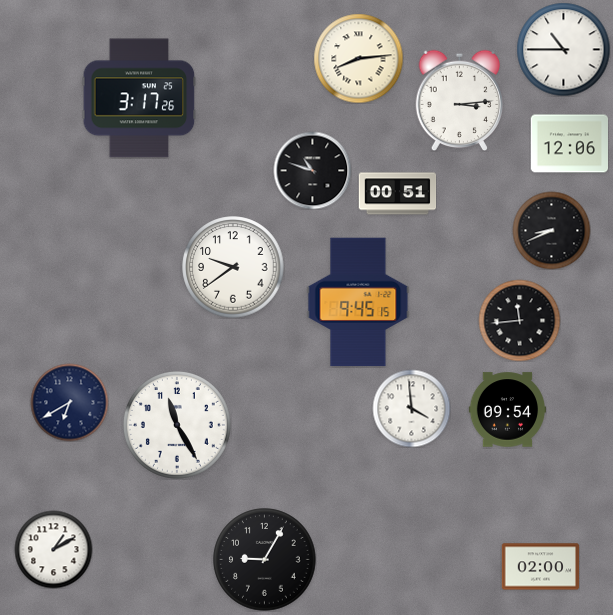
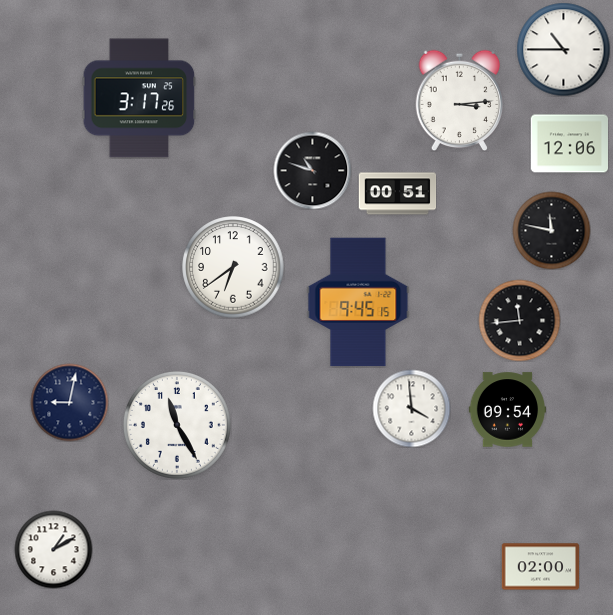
clock at (358, 58): 8:14 -> none
clock at (551, 230): 8:41 -> 11:47
clock at (233, 267): 9:39 -> 6:39
clock at (69, 402): 6:40 -> 9:02
clock at (265, 560): 9:05 -> none
